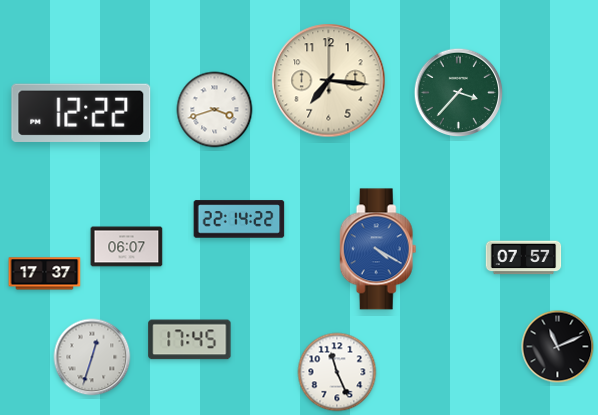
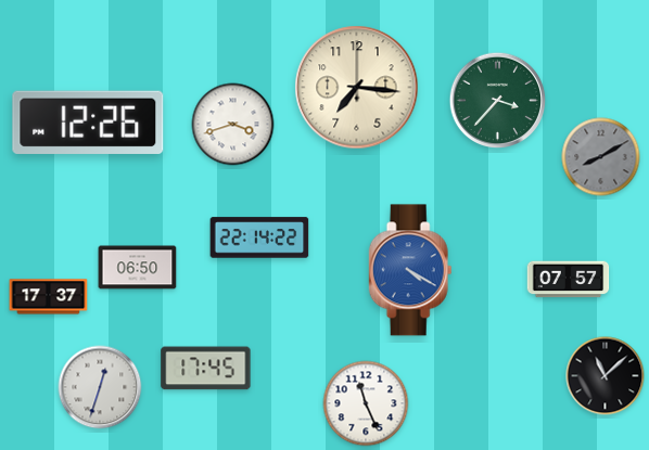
clock at (215, 110) position: (215, 110) -> (233, 125)
clock at (81, 112): 12:22 -> 12:26
clock at (601, 157): none -> 8:10
clock at (127, 247): 06:07 -> 06:50
clock at (558, 347): 11:11 -> 11:08
